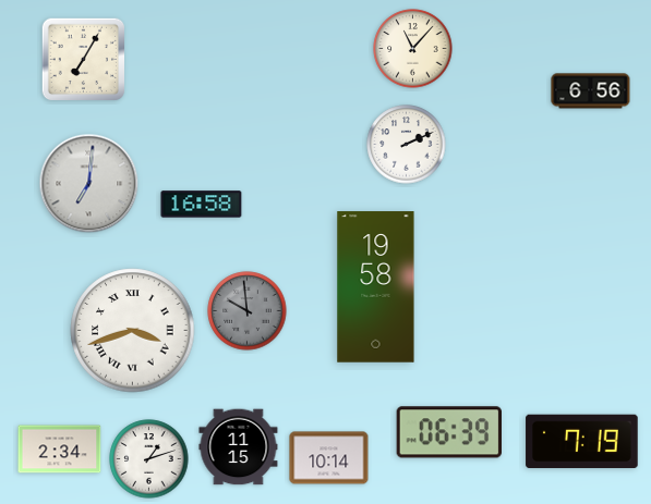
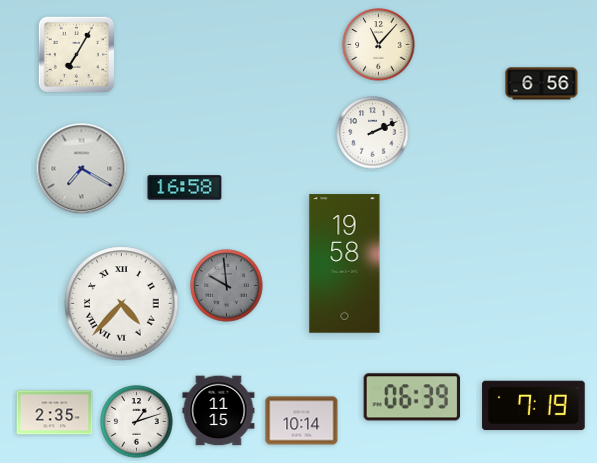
clock at (89, 184): 7:01 -> 7:20
clock at (133, 331): 3:42 -> 4:37
clock at (60, 450): 2:34 -> 2:35
